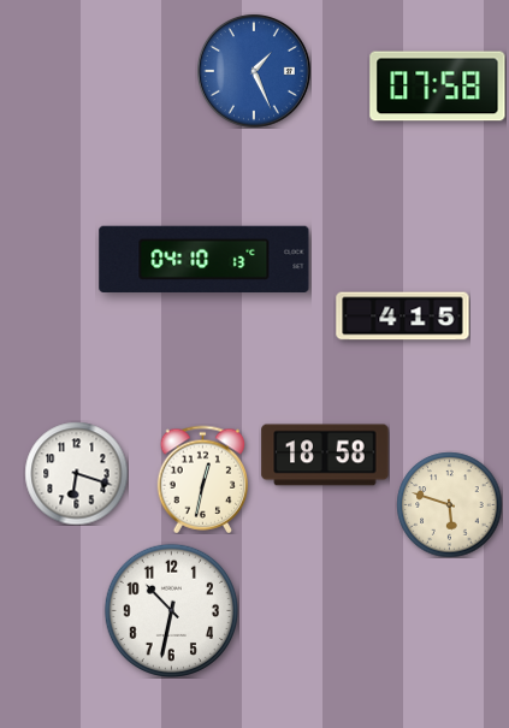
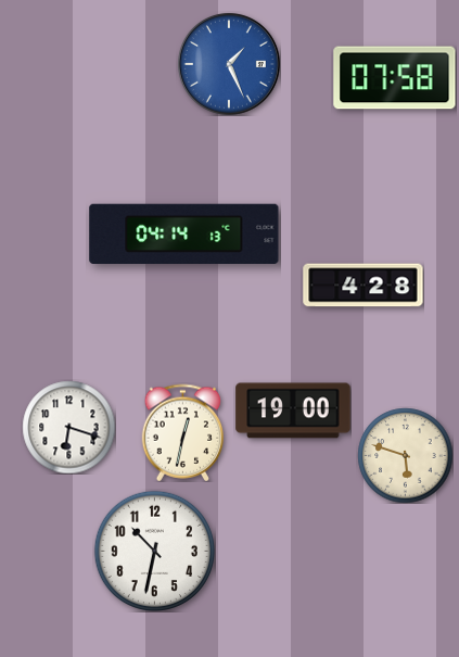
clock at (205, 259): 04:10 -> 04:14
clock at (403, 316): 4:15 -> 4:28
clock at (325, 455): 18:58 -> 19:00
